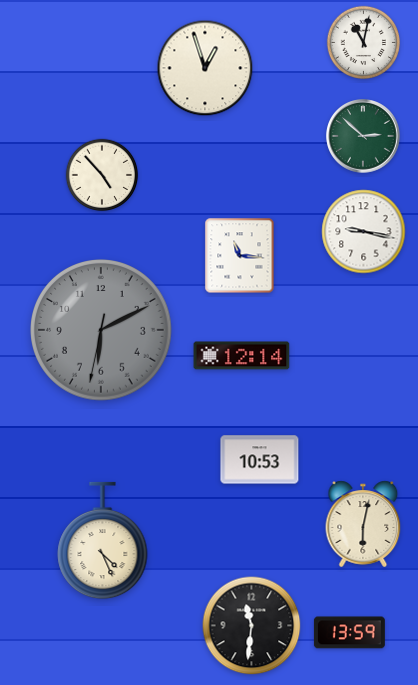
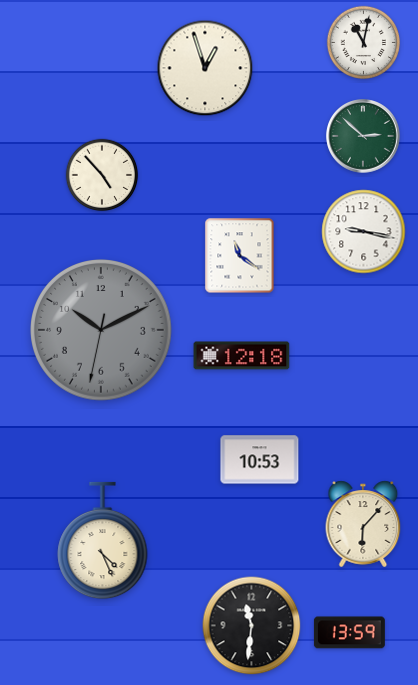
clock at (240, 256): 11:16 -> 11:21
clock at (102, 331): 6:10 -> 10:10
clock at (242, 356): 12:14 -> 12:18
clock at (363, 524): 6:02 -> 6:07
